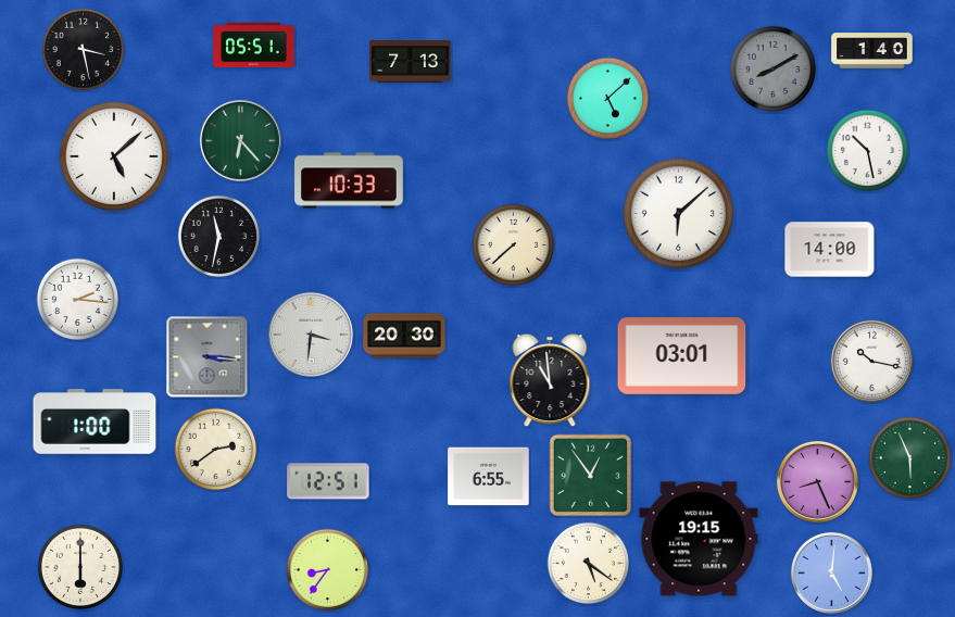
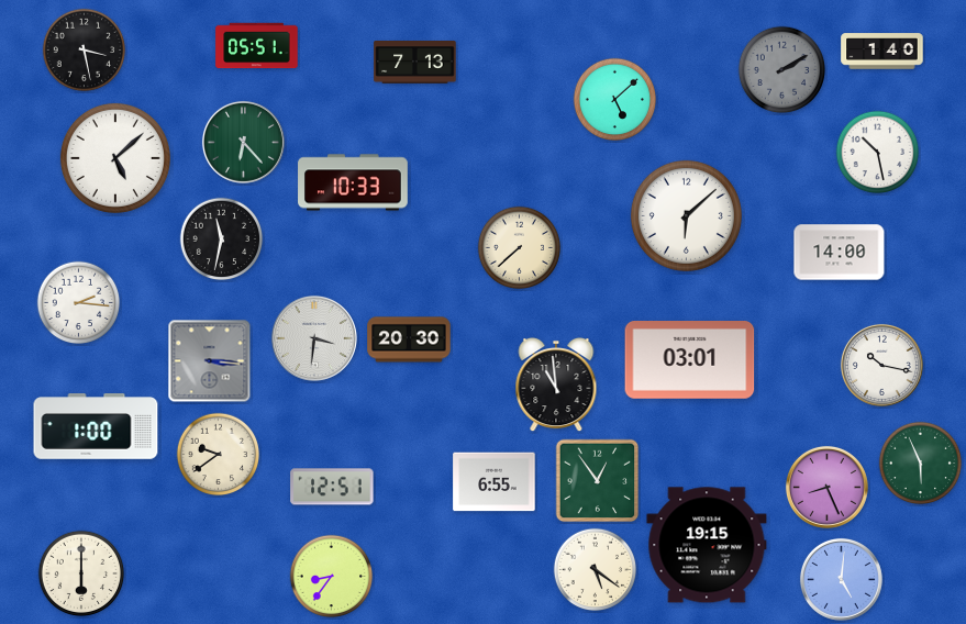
clock at (774, 70): 8:10 -> 2:10
clock at (216, 450): 2:39 -> 9:39
